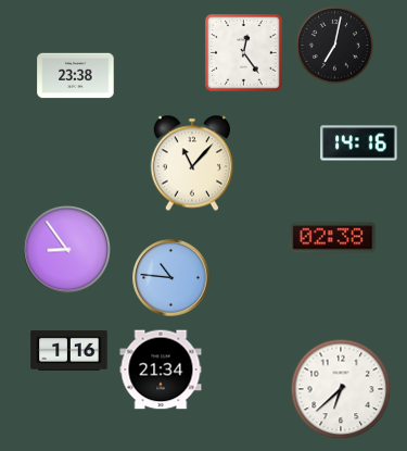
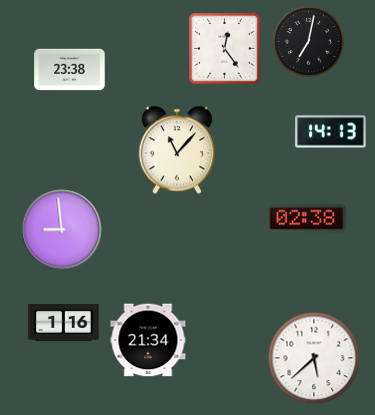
clock at (359, 143): 14:16 -> 14:13
clock at (67, 250): 8:54 -> 8:59
clock at (171, 278): 10:46 -> none
clock at (341, 389): 6:38 -> 5:38
